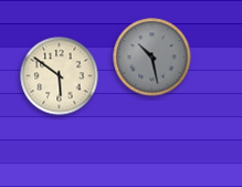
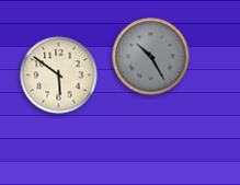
clock at (152, 58): 10:28 -> 10:25
